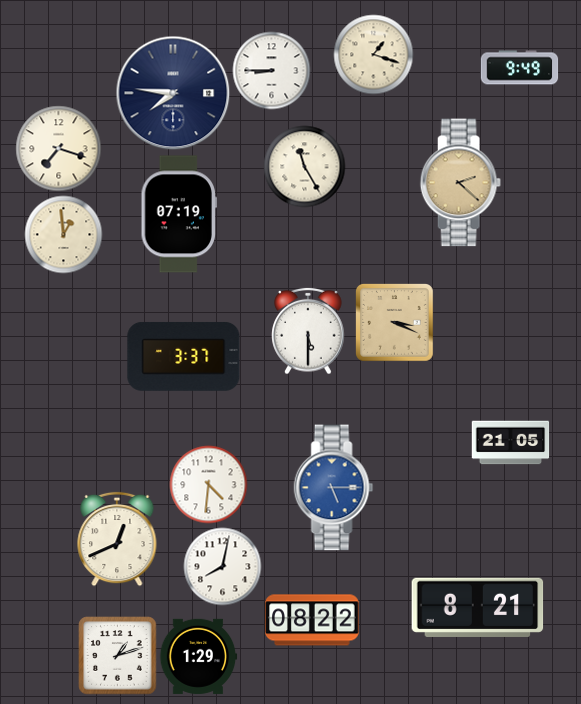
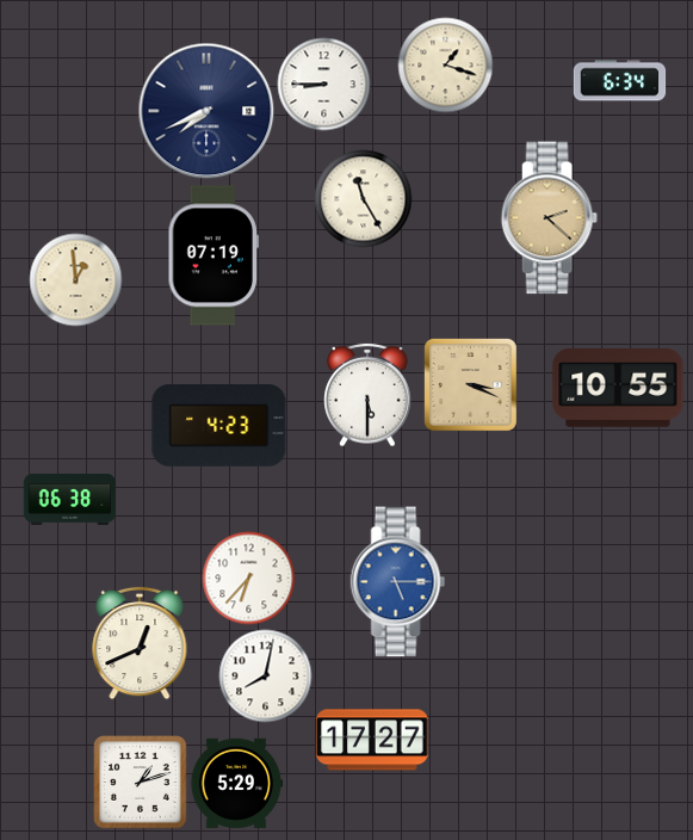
clock at (519, 68): 9:49 -> 6:34
clock at (173, 93): 7:46 -> 7:41
clock at (58, 148): 7:18 -> none
clock at (618, 389): none -> 10:55
clock at (184, 356): 3:37 -> 4:23
clock at (69, 499): none -> 06:38
clock at (510, 443): 21:05 -> none
clock at (208, 484): 4:31 -> 6:37
clock at (478, 607): 8:21 -> none
clock at (312, 620): 08:22 -> 17:27
clock at (198, 656): 1:29 -> 5:29
